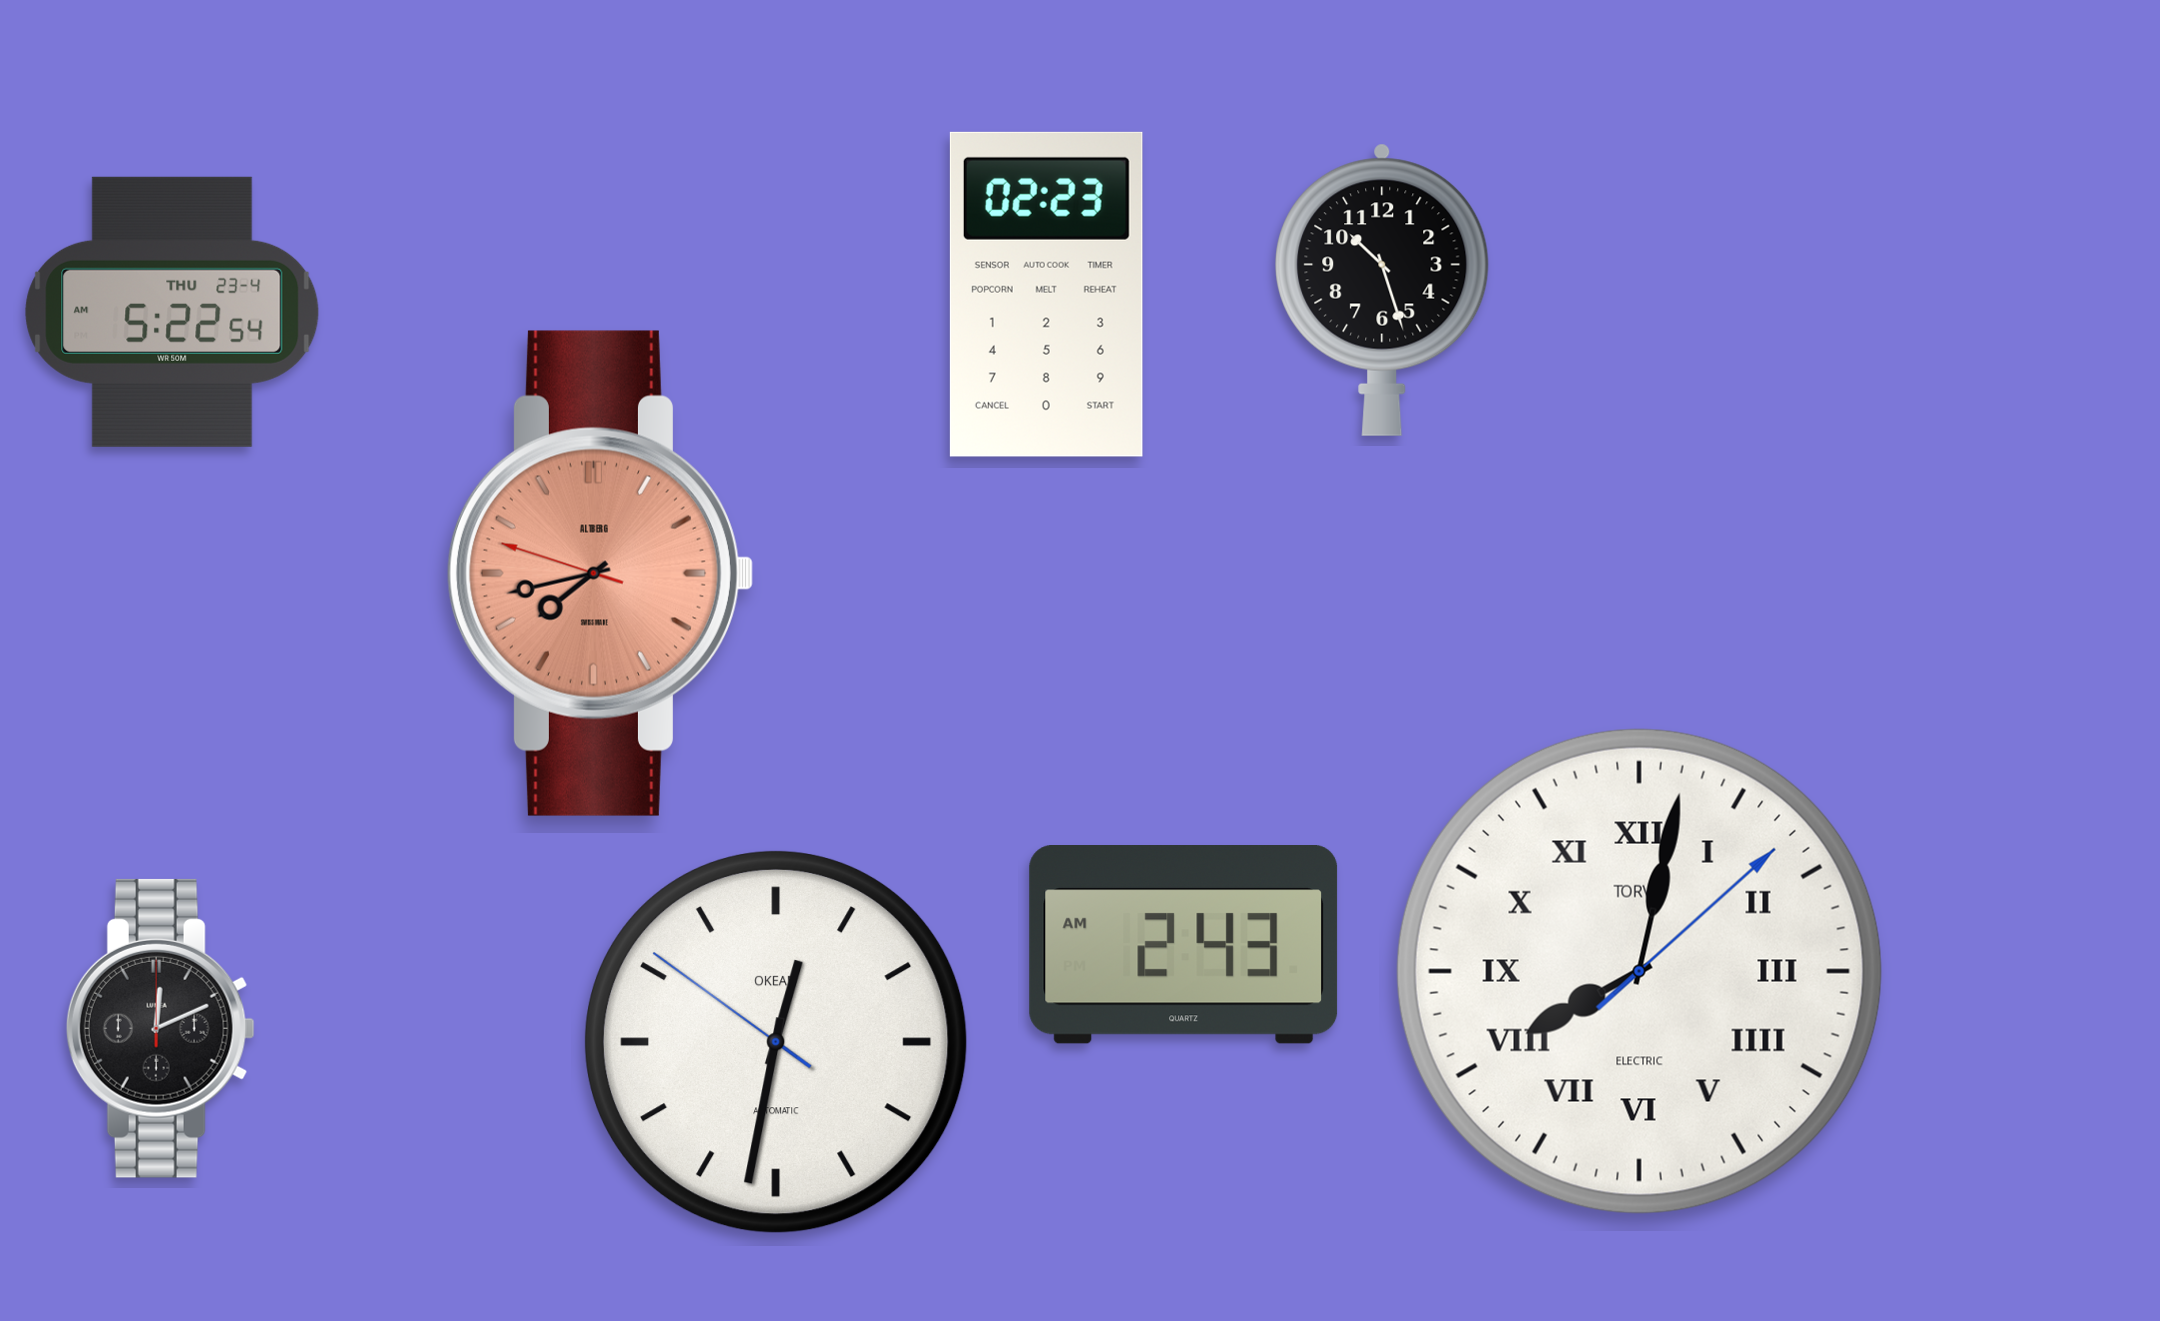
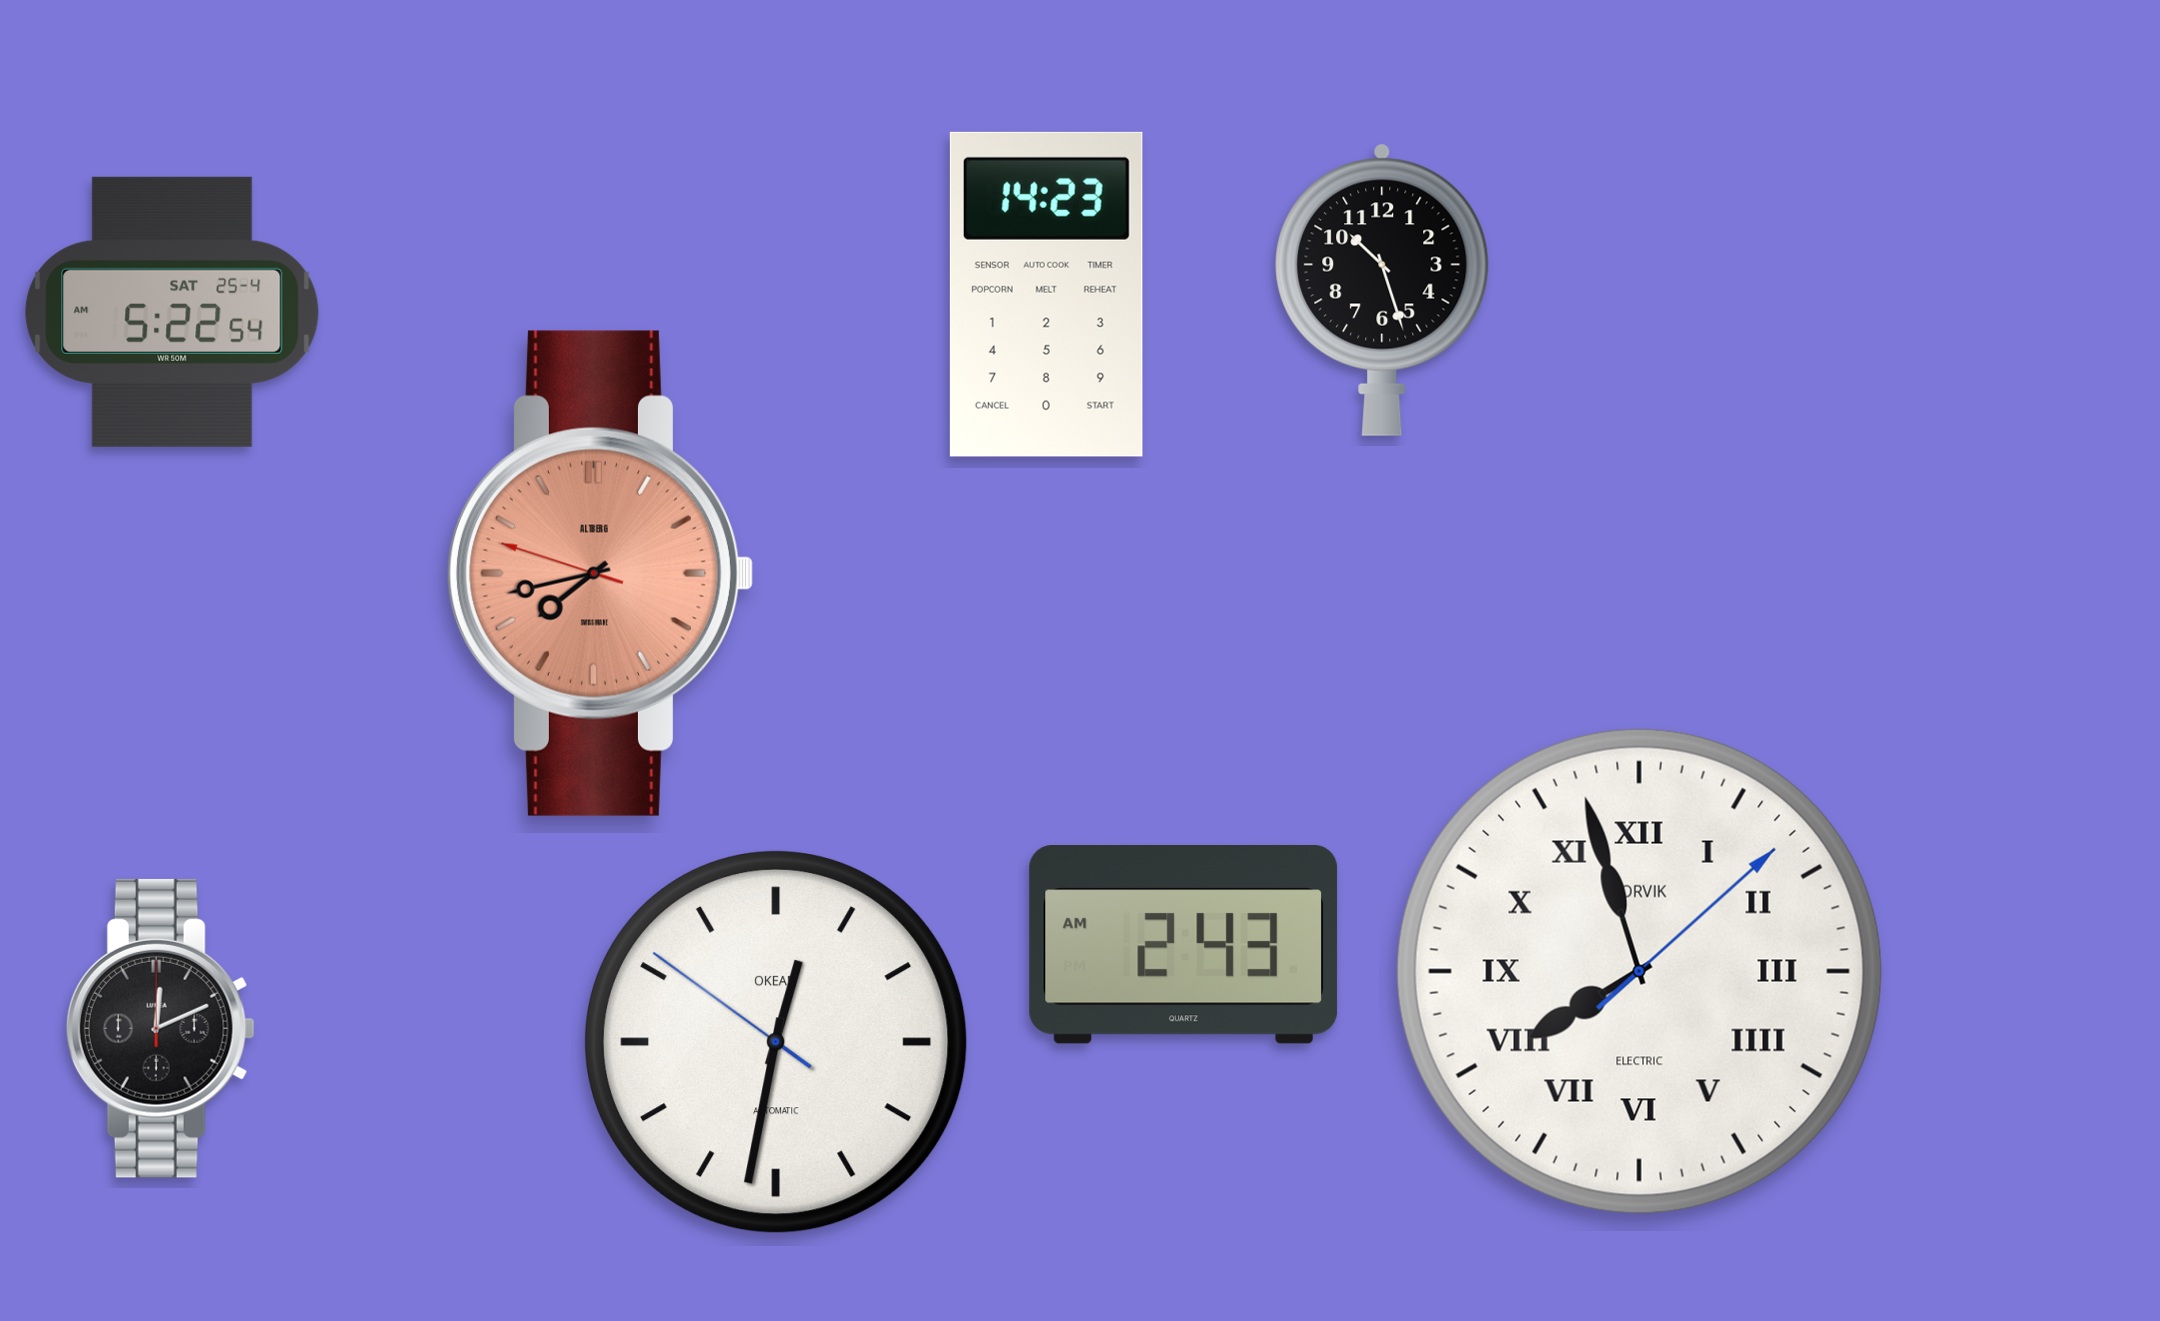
clock at (1046, 294): 02:23 -> 14:23
clock at (172, 312) date: THU 23-4 -> SAT 25-4
clock at (1639, 971): 8:02 -> 7:57
